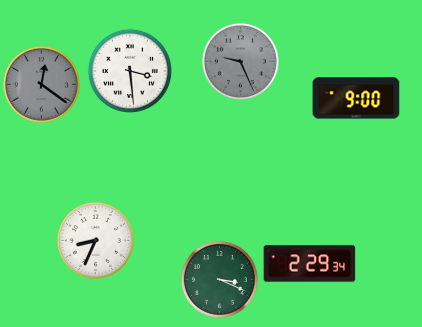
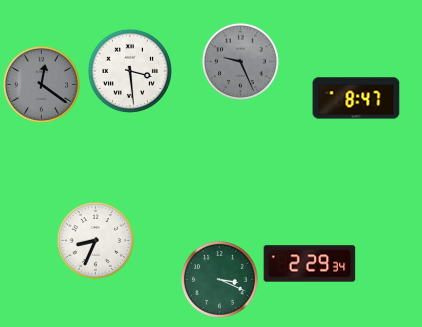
clock at (356, 98): 9:00 -> 8:47
